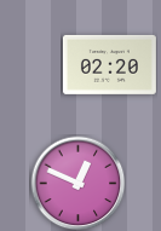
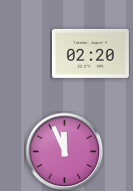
clock at (77, 183): 12:49 -> 11:56
